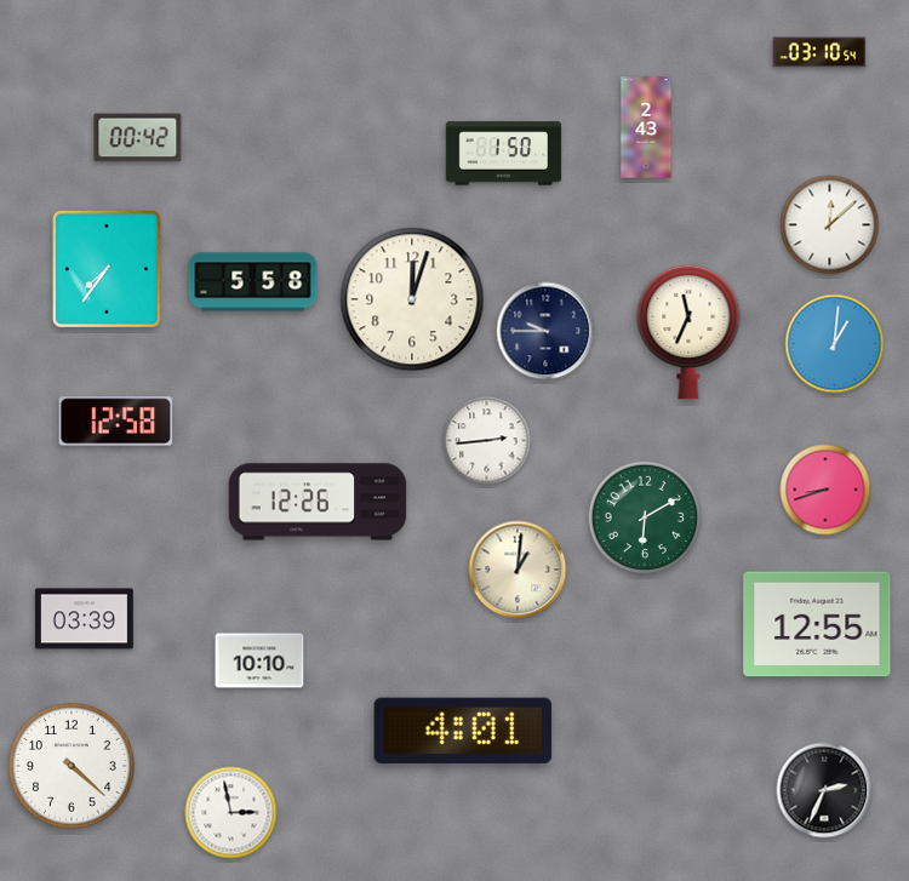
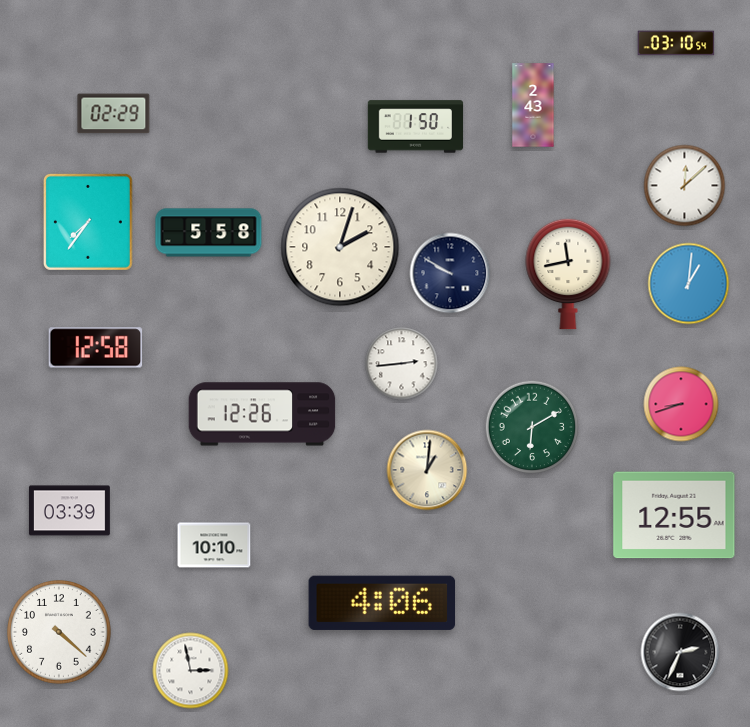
clock at (138, 138): 00:42 -> 02:29
clock at (412, 299): 12:03 -> 2:03
clock at (545, 331): 9:45 -> 9:50
clock at (688, 332): 11:34 -> 11:43
clock at (463, 731): 4:01 -> 4:06
